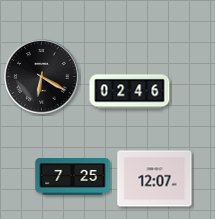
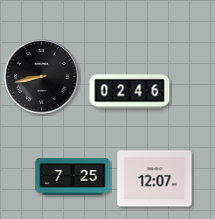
clock at (42, 77): 6:20 -> 8:43
